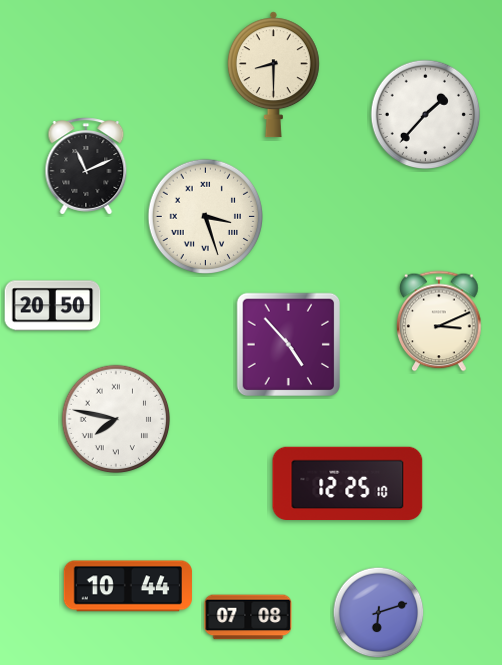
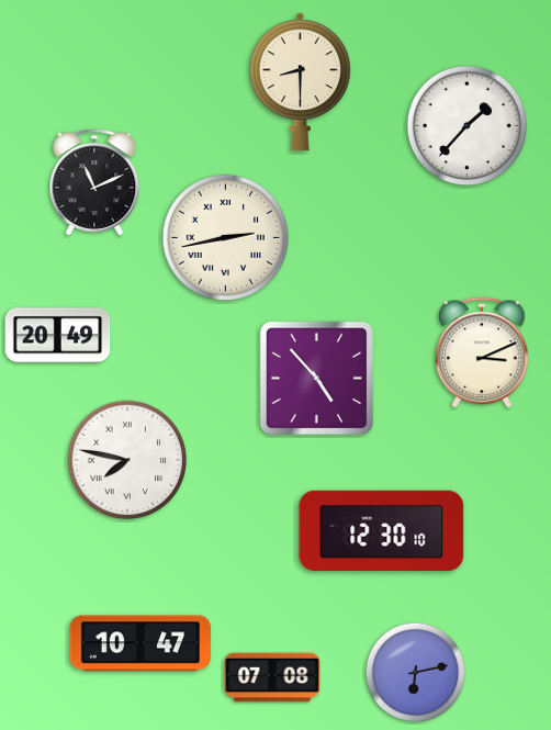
clock at (205, 216): 3:27 -> 2:43
clock at (53, 306): 20:50 -> 20:49
clock at (348, 483): 12:25 -> 12:30
clock at (128, 586): 10:44 -> 10:47
clock at (379, 613): 6:12 -> 6:13
